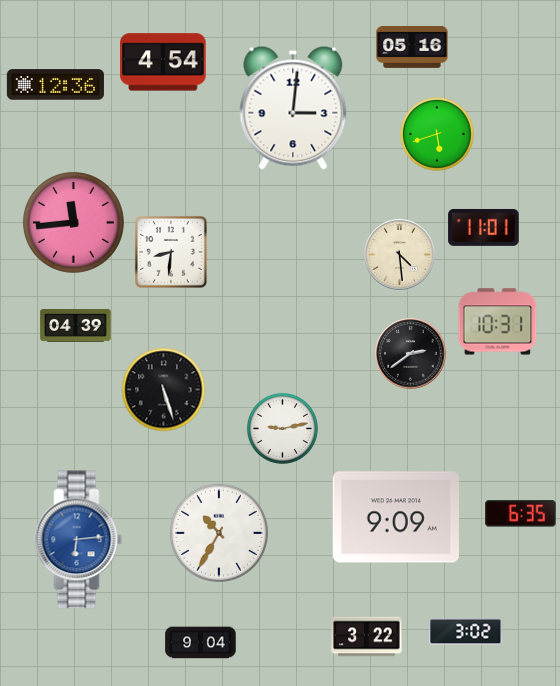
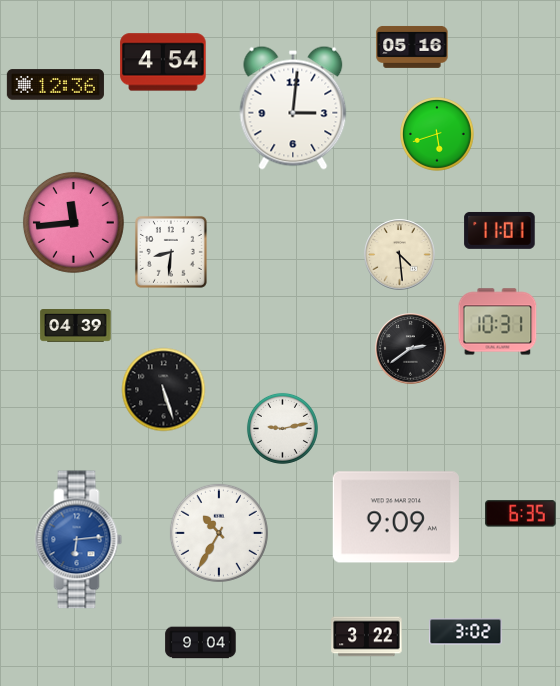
clock at (484, 227) position: (484, 227) -> (500, 230)
clock at (411, 354) position: (411, 354) -> (411, 349)
